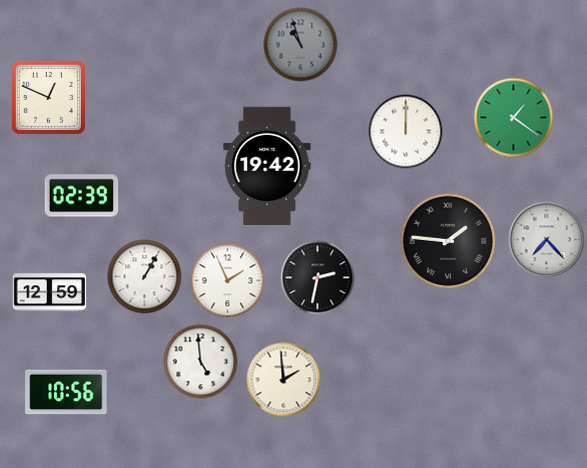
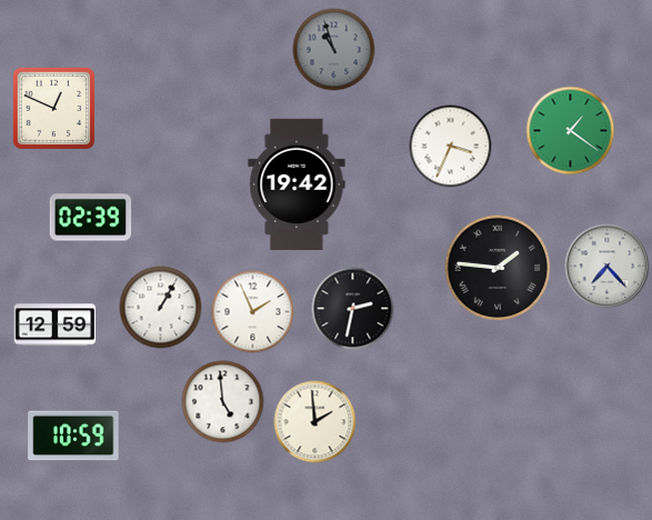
clock at (406, 132): 12:00 -> 3:34
clock at (66, 392): 10:56 -> 10:59
